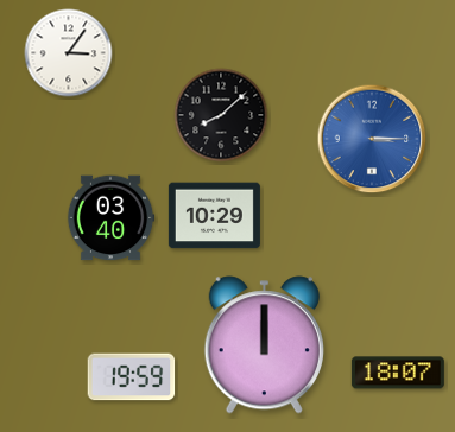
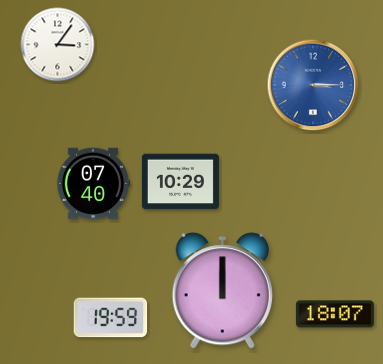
clock at (221, 115): 8:08 -> none
clock at (372, 139) position: (372, 139) -> (313, 85)
clock at (110, 218): 03:40 -> 07:40
